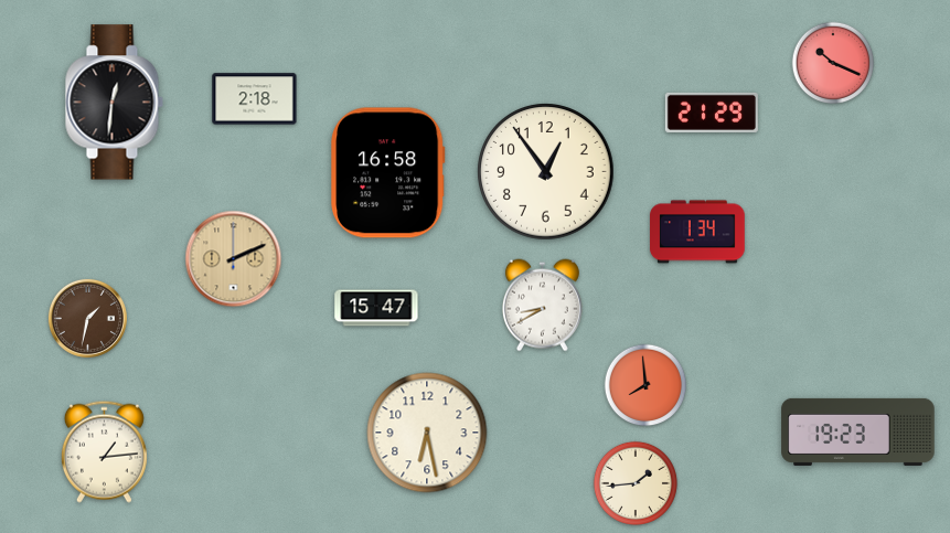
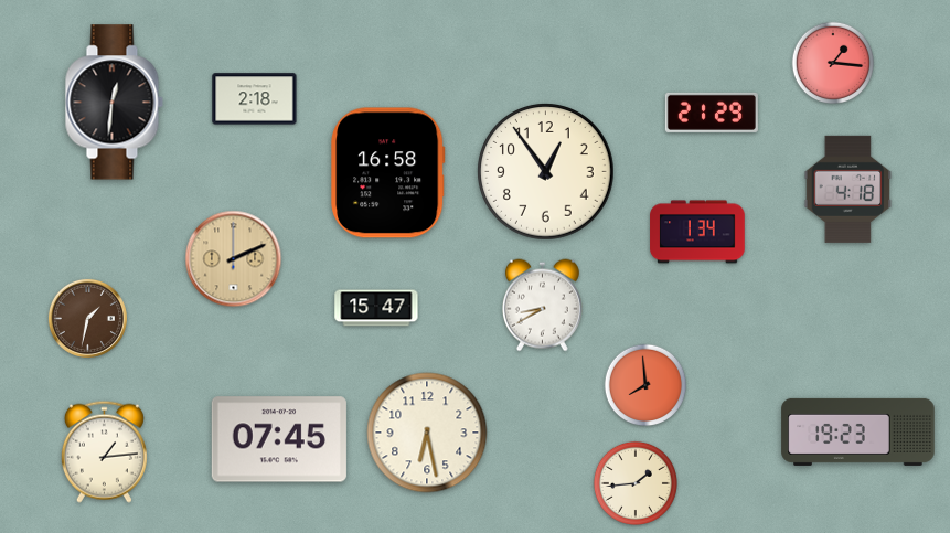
clock at (833, 63): 10:19 -> 1:16
clock at (848, 189): none -> 4:18
clock at (279, 439): none -> 07:45
